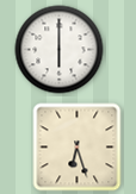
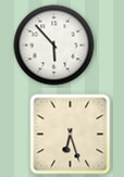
clock at (60, 50): 6:00 -> 5:53
